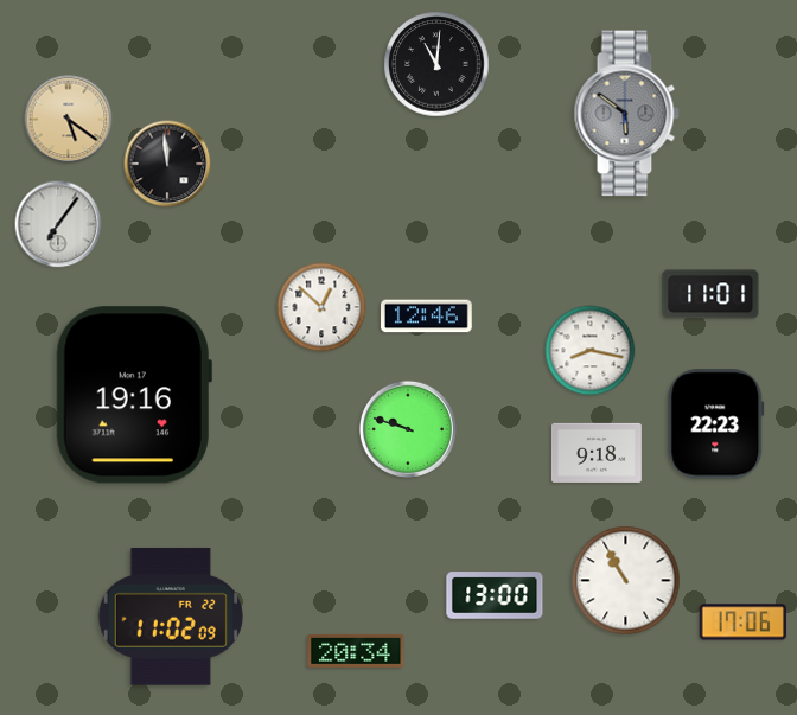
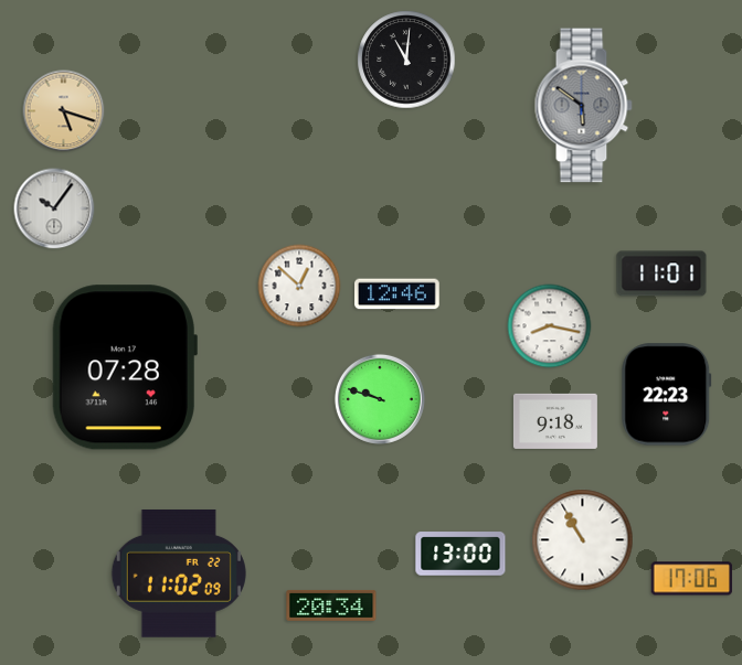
clock at (69, 120): 5:21 -> 5:18
clock at (167, 164): 11:59 -> none
clock at (58, 224): 7:06 -> 10:06
clock at (134, 395): 19:16 -> 07:28
clock at (171, 617) position: (171, 617) -> (179, 573)
